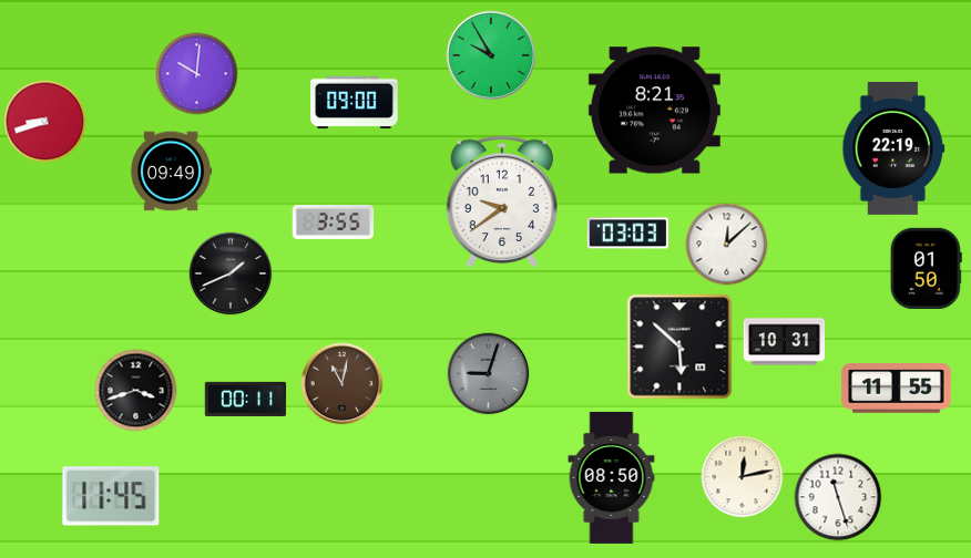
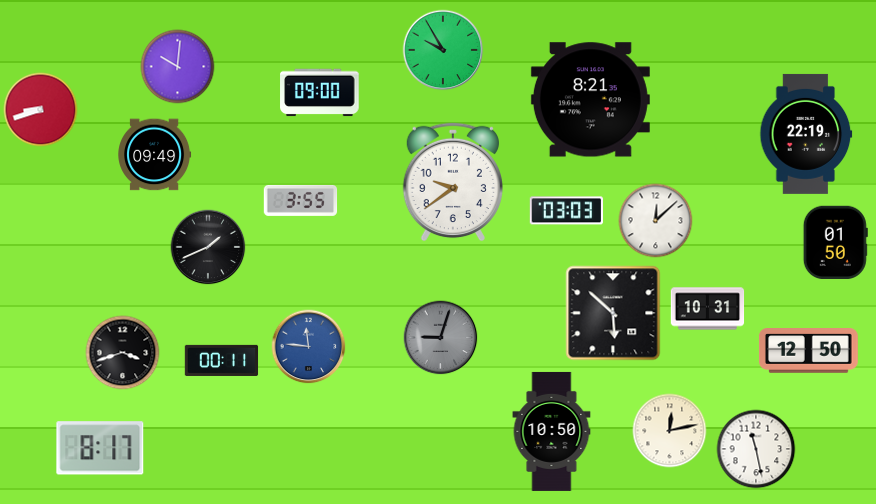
clock at (343, 384): 11:02 -> 11:46
clock at (343, 384) dial: brown -> blue
clock at (896, 389): 11:55 -> 12:50
clock at (612, 477): 08:50 -> 10:50
clock at (111, 496): 11:45 -> 8:17
clock at (838, 497): 11:27 -> 11:28
